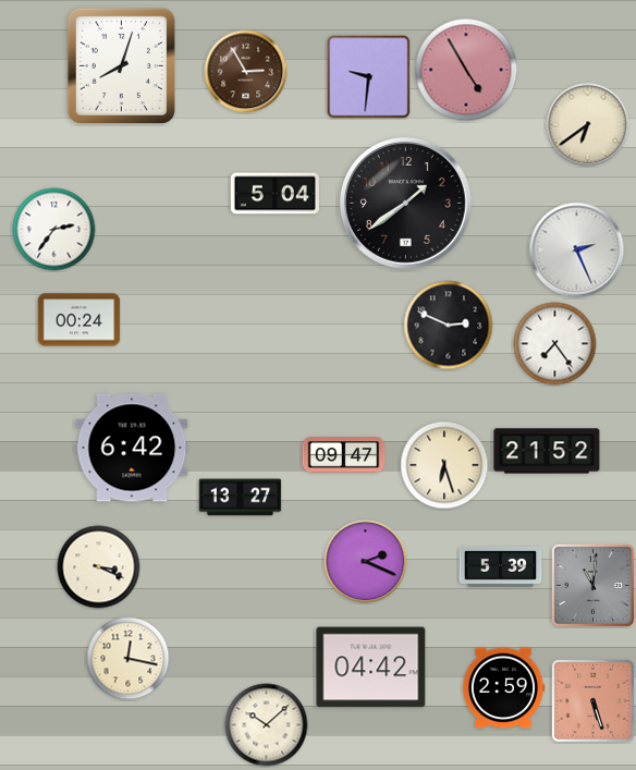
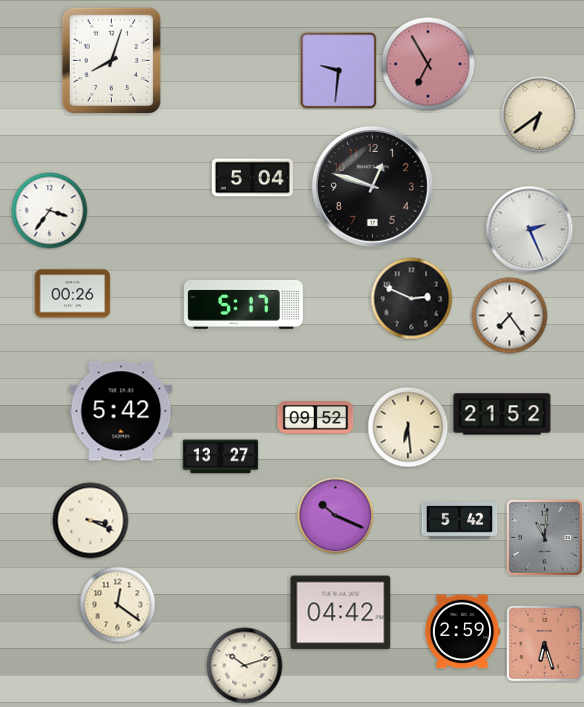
clock at (466, 70): 4:55 -> 6:55
clock at (246, 72): 2:55 -> none
clock at (405, 203): 1:39 -> 12:48
clock at (54, 230): 2:36 -> 3:36
clock at (79, 320): 00:24 -> 00:26
clock at (244, 305): none -> 5:17
clock at (132, 448): 6:42 -> 5:42
clock at (344, 455): 09:47 -> 09:52
clock at (444, 465): 6:27 -> 6:29
clock at (366, 562): 2:19 -> 10:19
clock at (501, 566): 5:39 -> 5:42
clock at (129, 659): 12:17 -> 12:21
clock at (592, 700): 5:27 -> 6:27
clock at (267, 725): 10:08 -> 10:12
